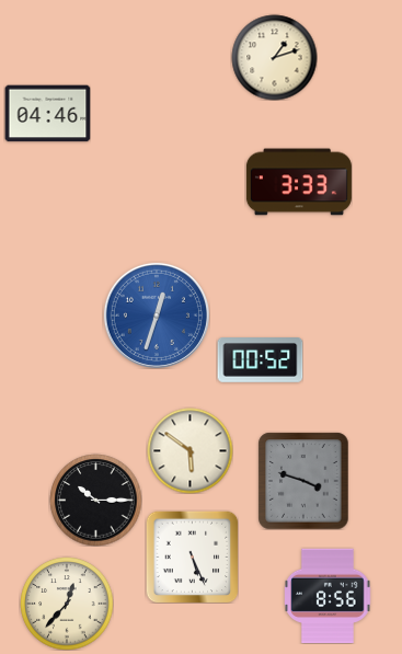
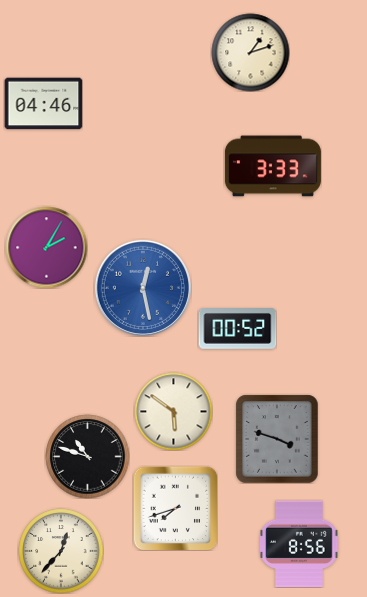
clock at (46, 247): none -> 2:05
clock at (157, 315): 12:33 -> 12:28
clock at (95, 500): 10:15 -> 10:48
clock at (192, 557): 5:26 -> 7:42
